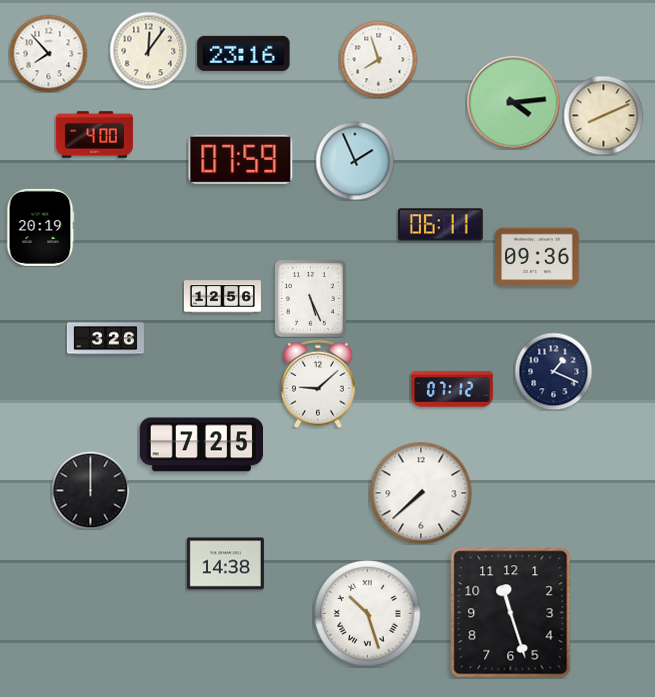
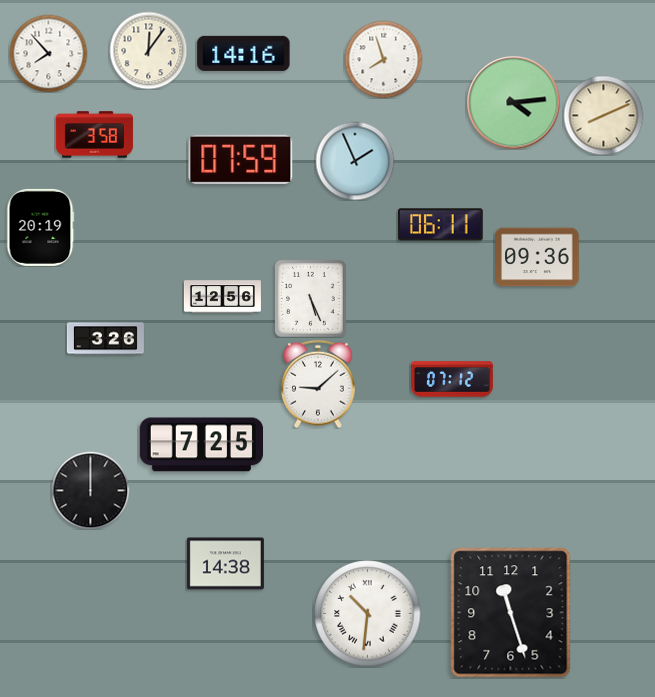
clock at (244, 53): 23:16 -> 14:16
clock at (378, 59) position: (378, 59) -> (383, 59)
clock at (94, 135): 4:00 -> 3:58
clock at (553, 371): 1:19 -> none
clock at (453, 389) position: (453, 389) -> (453, 379)
clock at (421, 493): 7:38 -> none
clock at (368, 614): 10:27 -> 10:31
